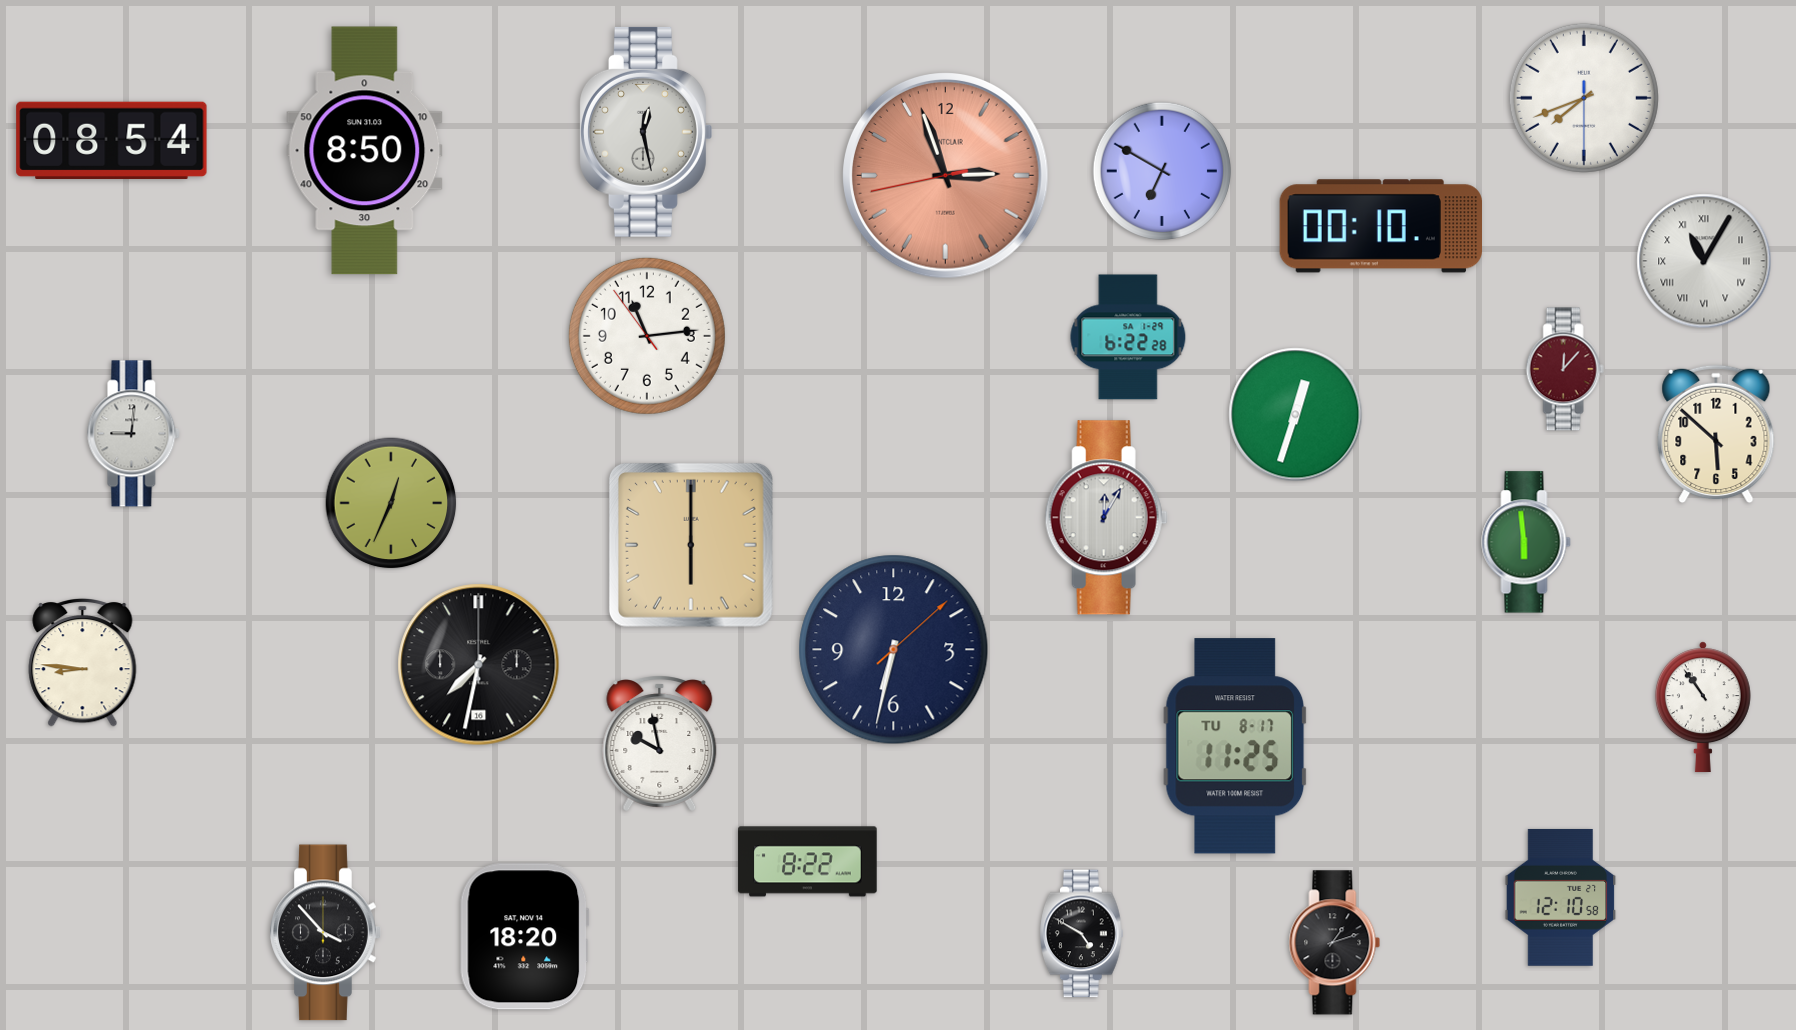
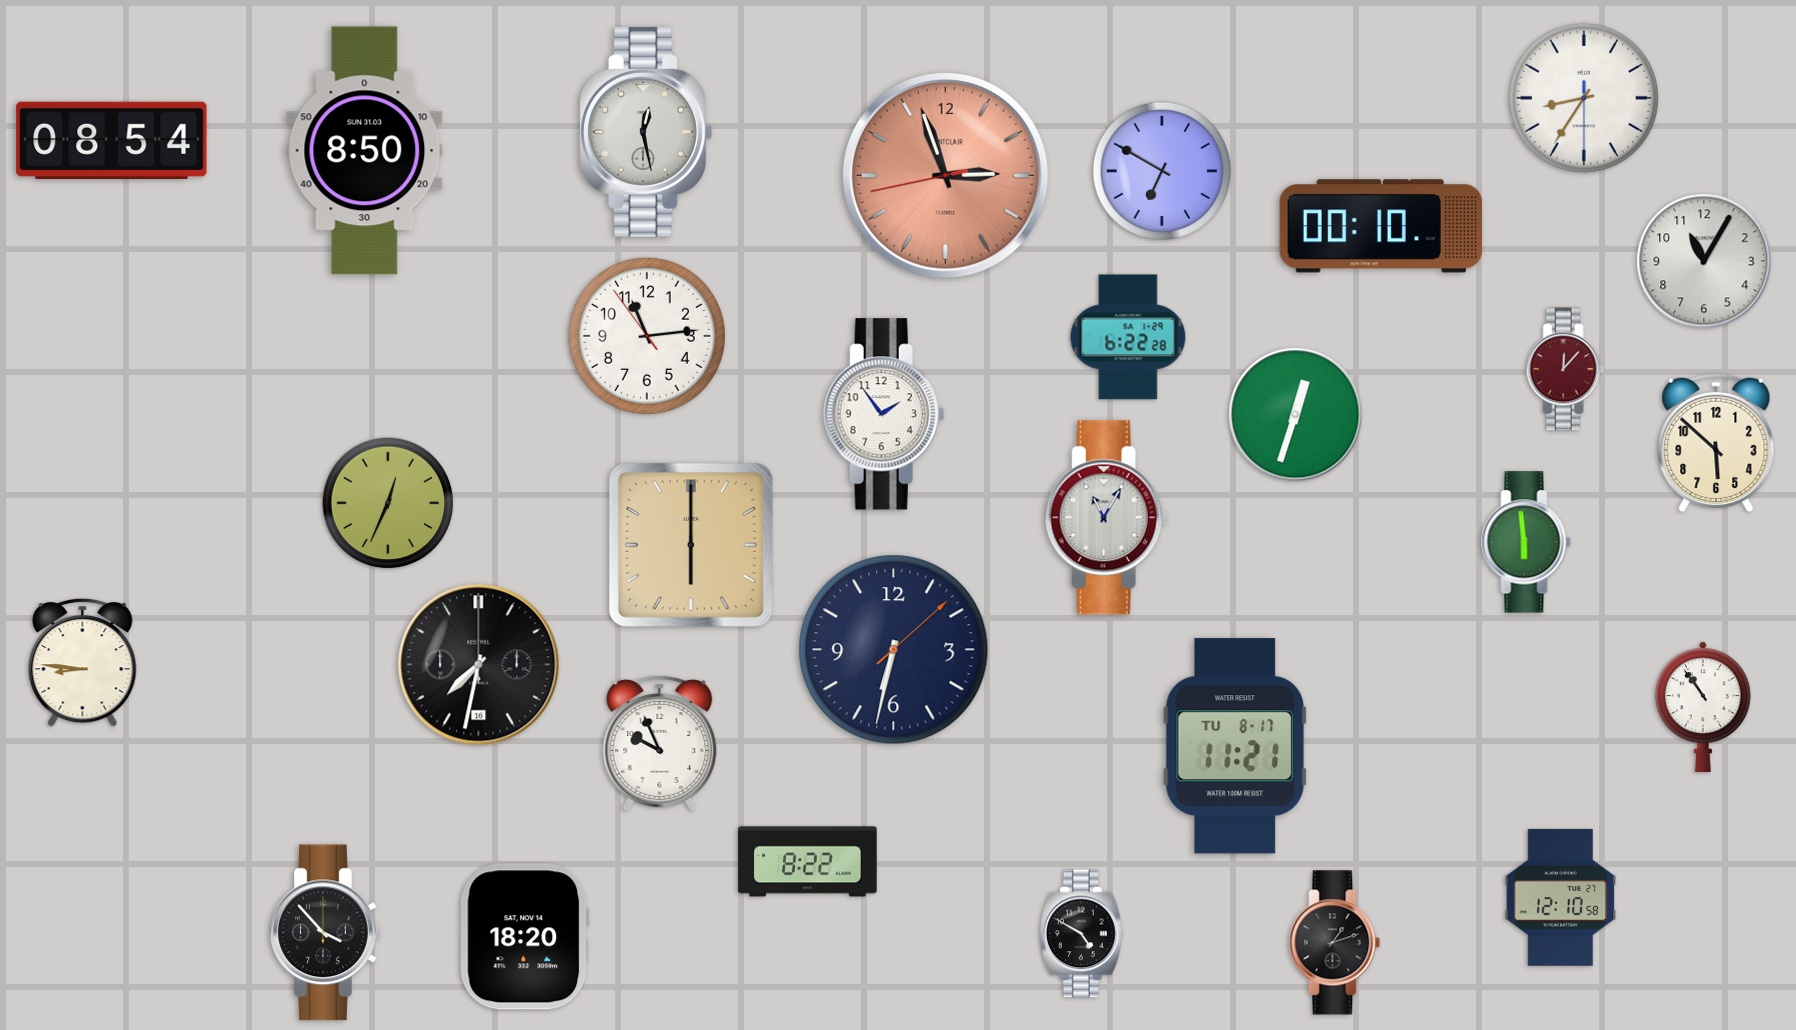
clock at (1584, 98): 7:41 -> 8:35
clock at (1704, 261) numerals: Roman -> Arabic
clock at (884, 414): none -> 1:54
clock at (134, 434): 9:01 -> none
clock at (1716, 434) position: (1716, 434) -> (1716, 443)
clock at (391, 503) position: (391, 503) -> (388, 503)
clock at (1106, 518): 12:05 -> 11:05
clock at (660, 743): 9:58 -> 9:56
clock at (1235, 746): 11:25 -> 11:21
